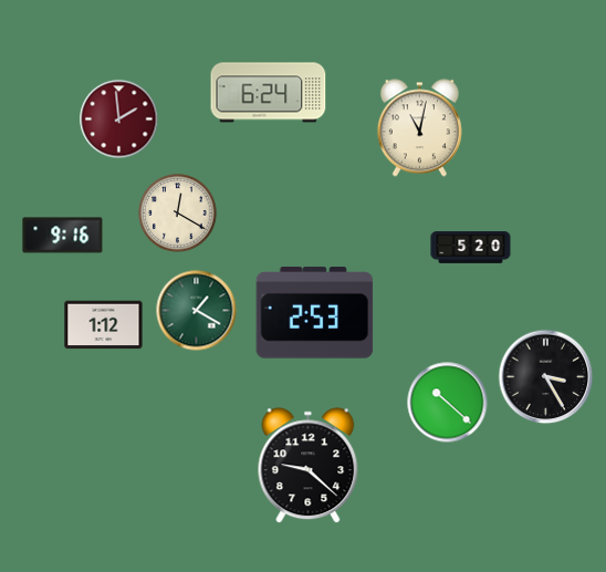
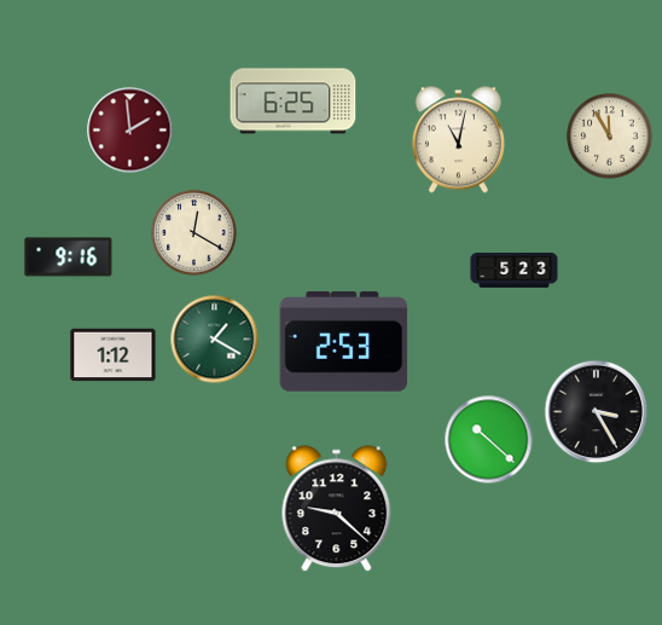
clock at (269, 93): 6:24 -> 6:25
clock at (610, 137): none -> 11:55
clock at (471, 248): 5:20 -> 5:23
